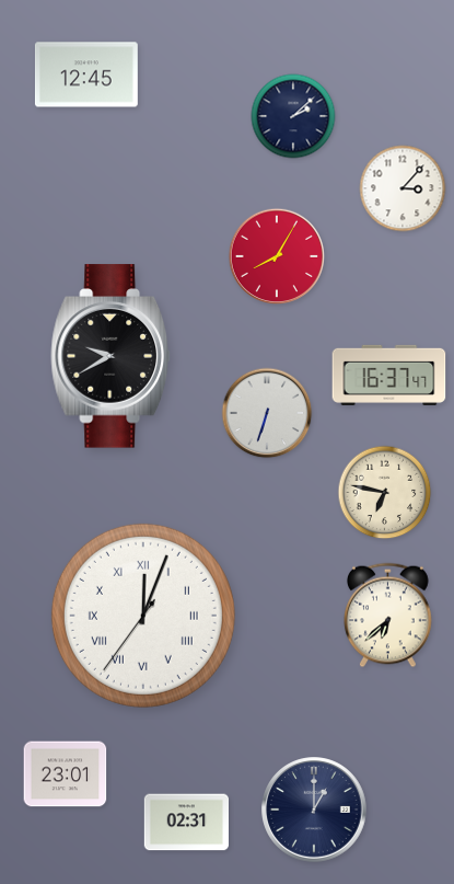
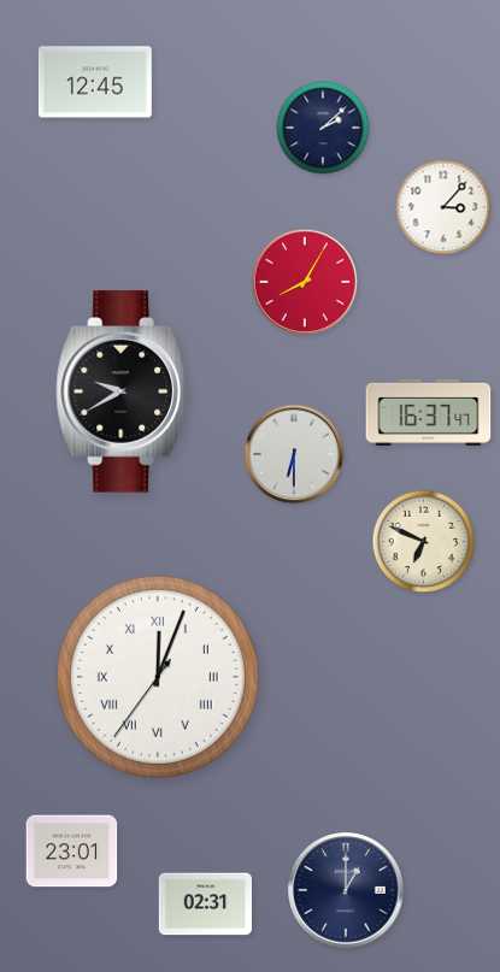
clock at (267, 413): 6:33 -> 6:30
clock at (385, 493): 6:47 -> 6:49
clock at (388, 616): 6:38 -> none
